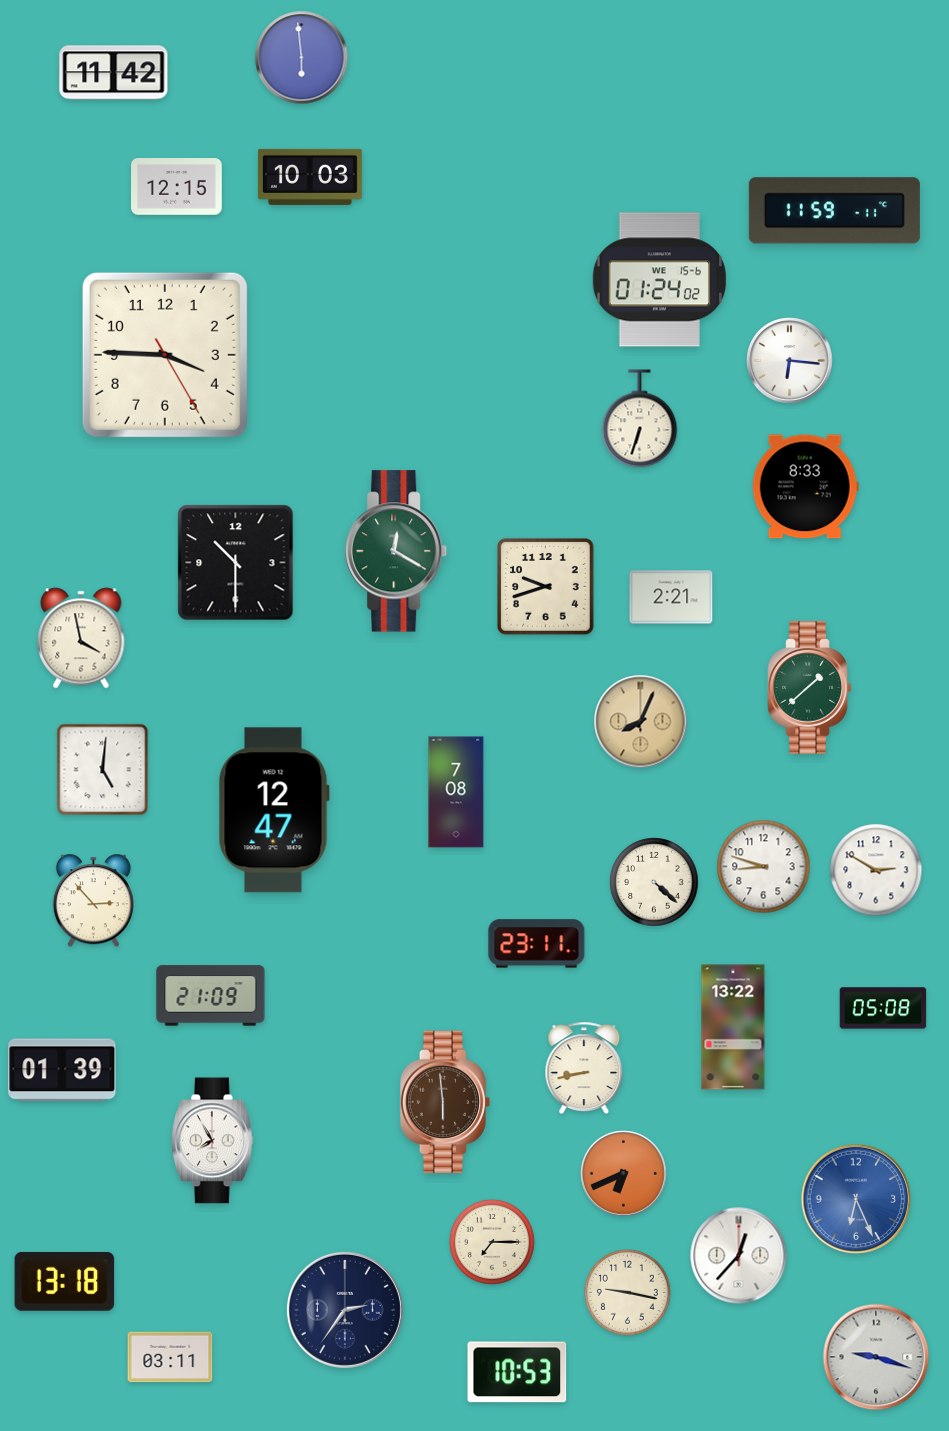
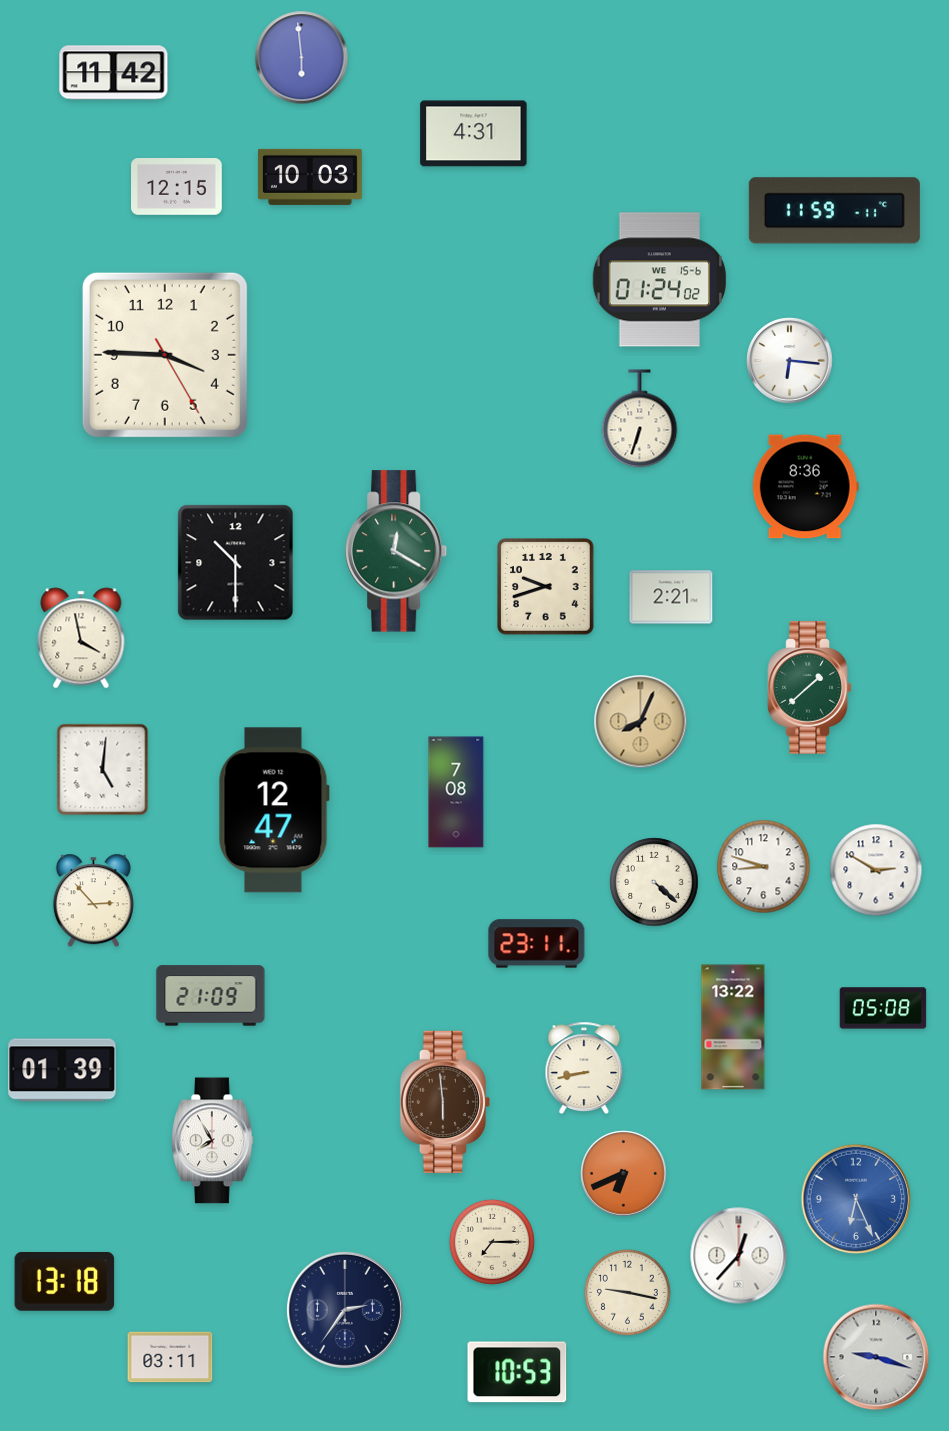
clock at (474, 134): none -> 4:31
clock at (805, 487): 8:33 -> 8:36
